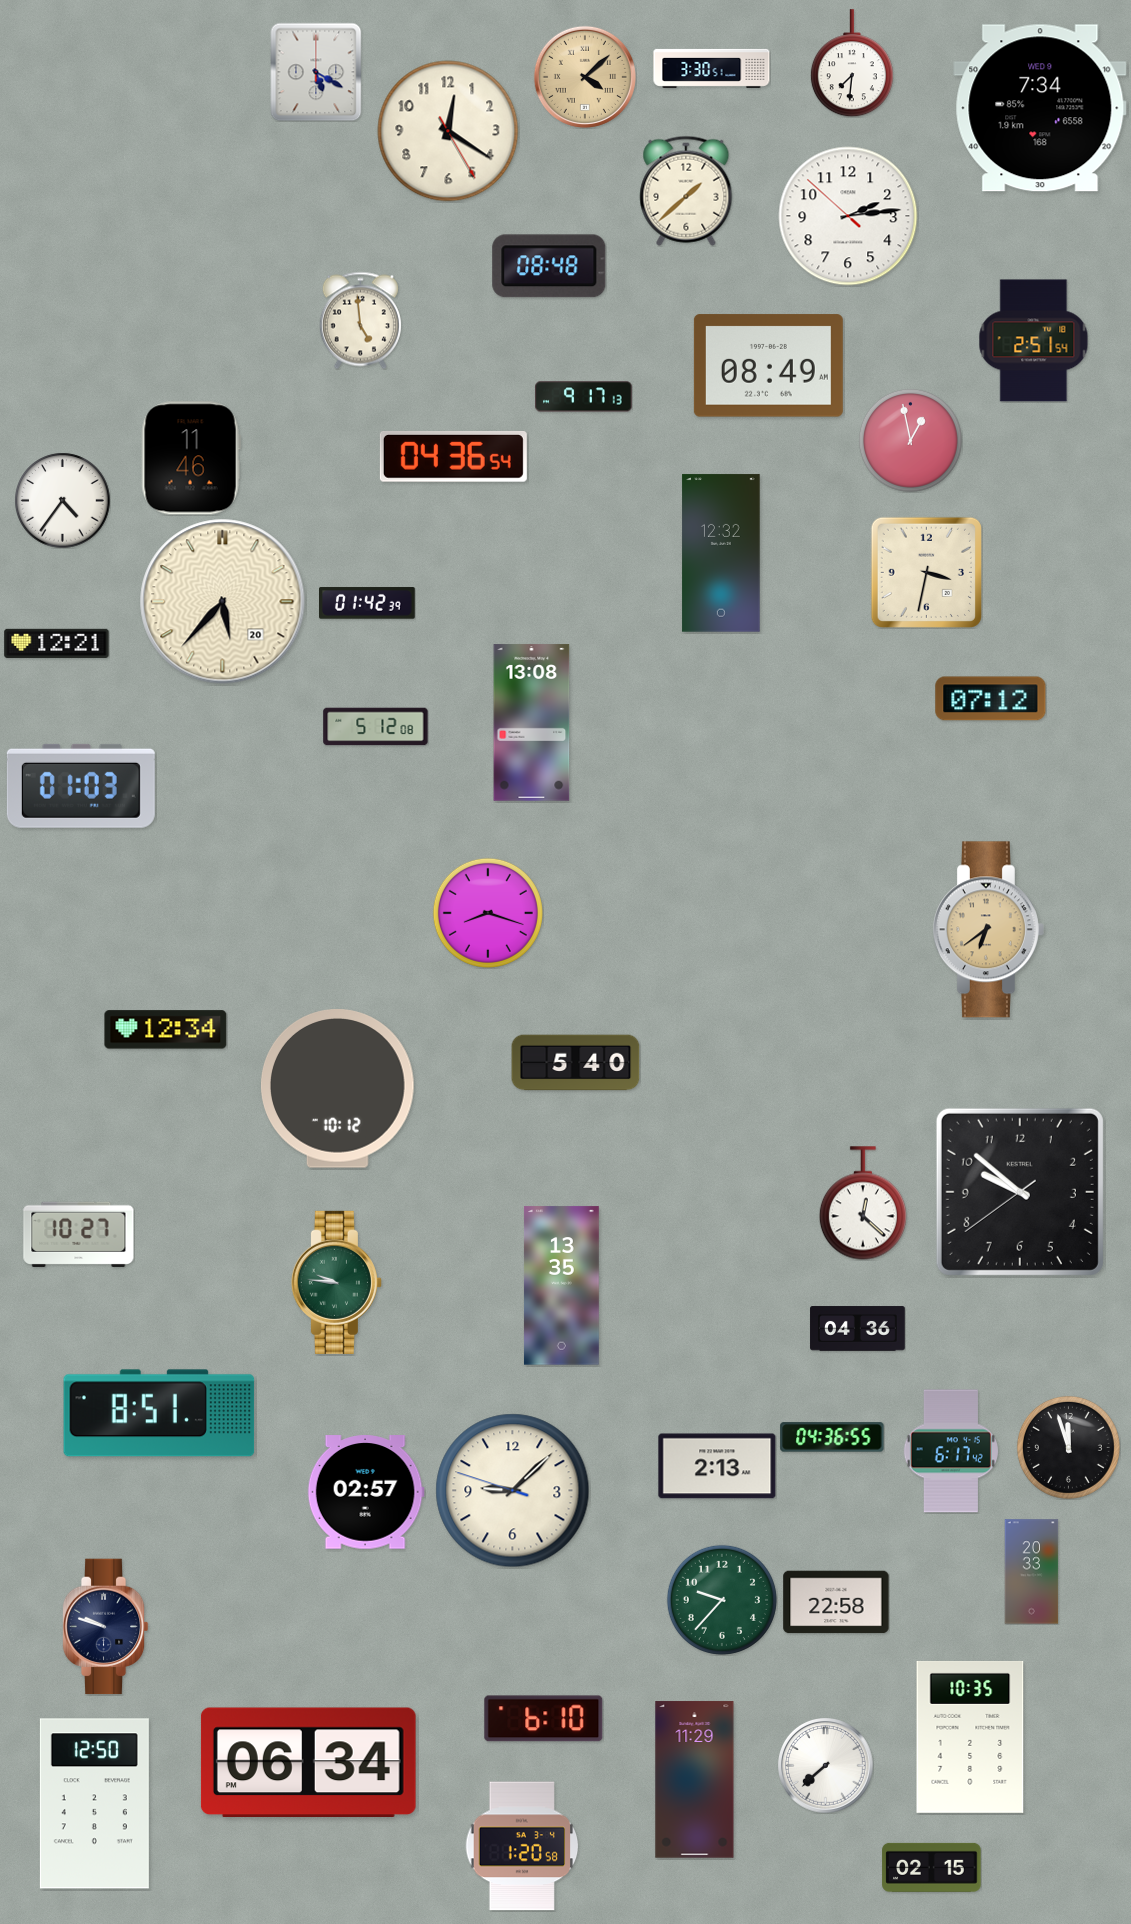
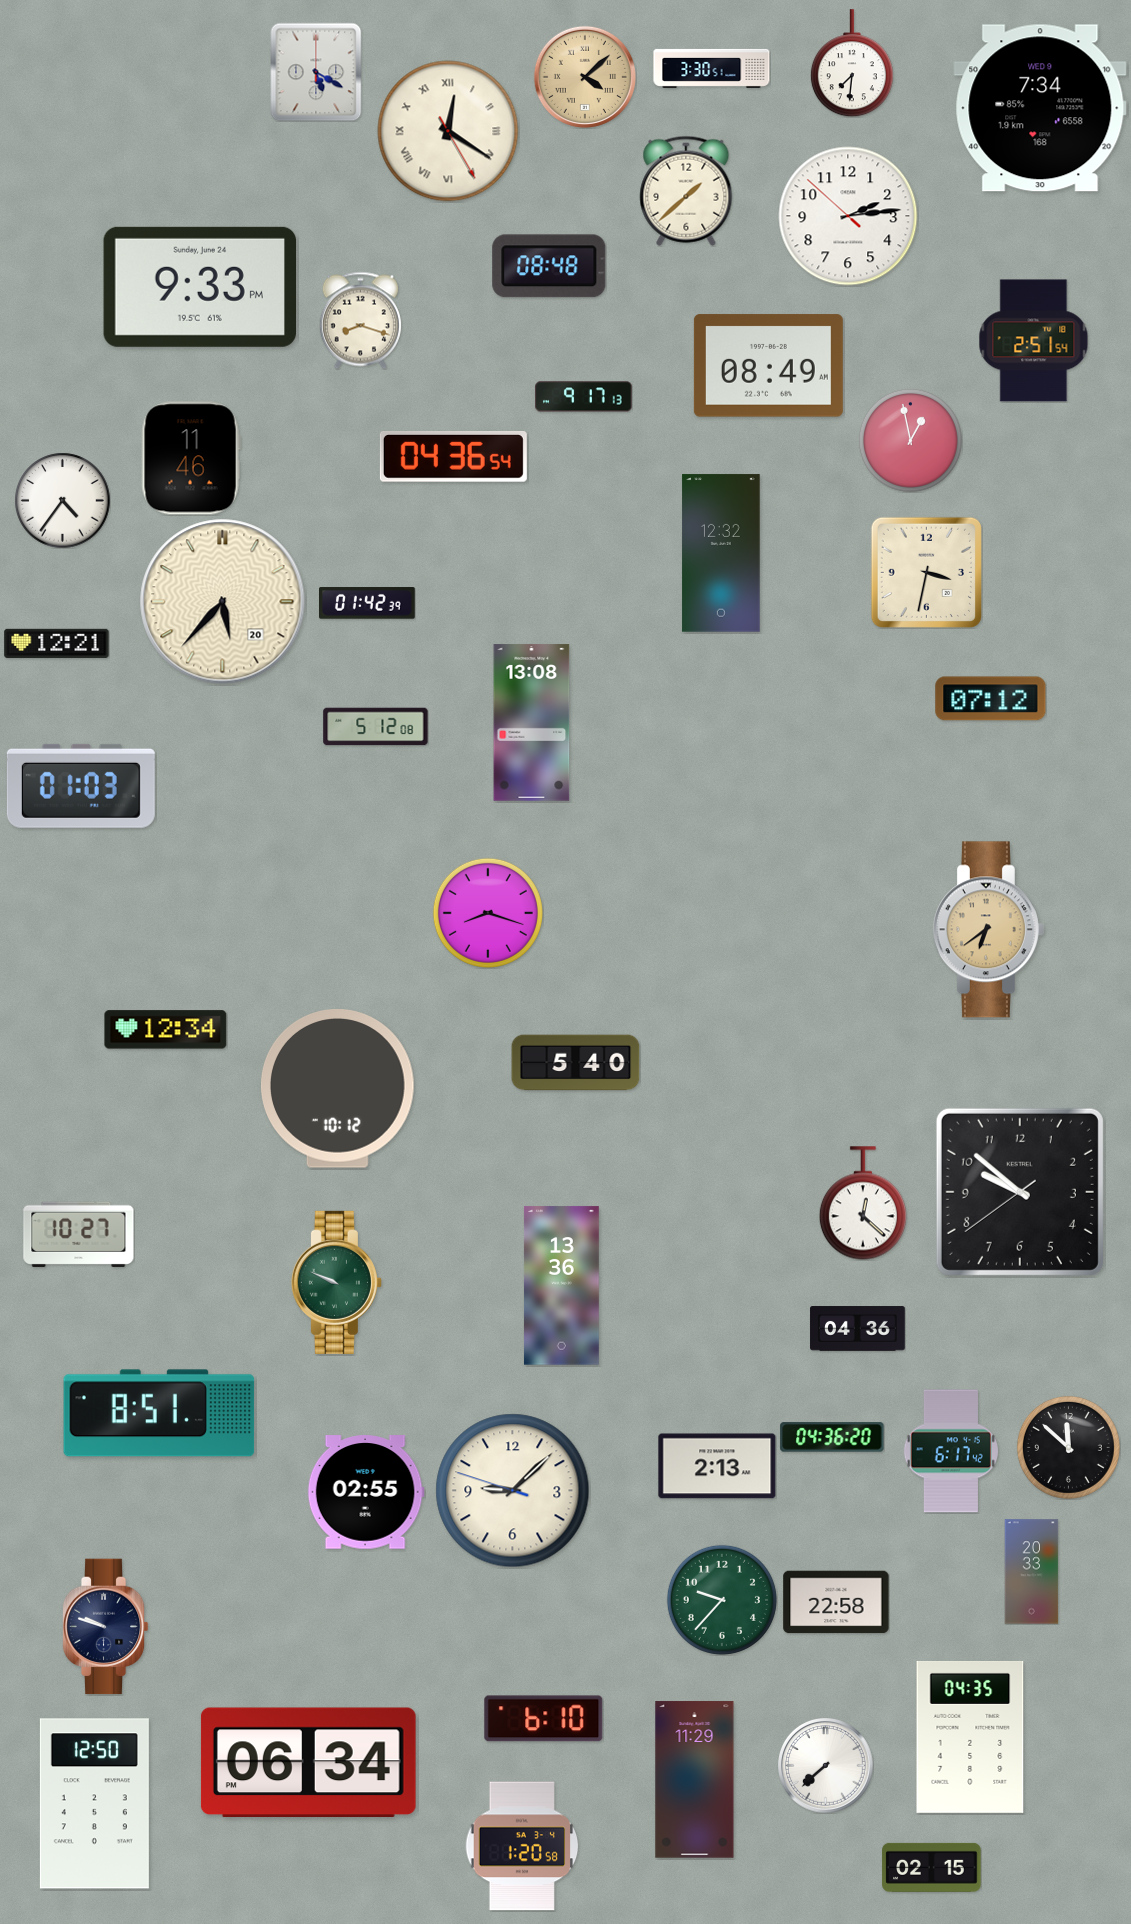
clock at (448, 131) numerals: Arabic -> Roman
clock at (199, 287): none -> 9:33
clock at (360, 320): 4:59 -> 8:18
clock at (336, 1282): 9:46 -> 9:49
clock at (561, 1286): 13:35 -> 13:36
clock at (832, 1437): 04:36:55 -> 04:36:20
clock at (1068, 1447): 11:57 -> 11:52
clock at (366, 1492): 02:57 -> 02:55
clock at (970, 1737): 10:35 -> 04:35
